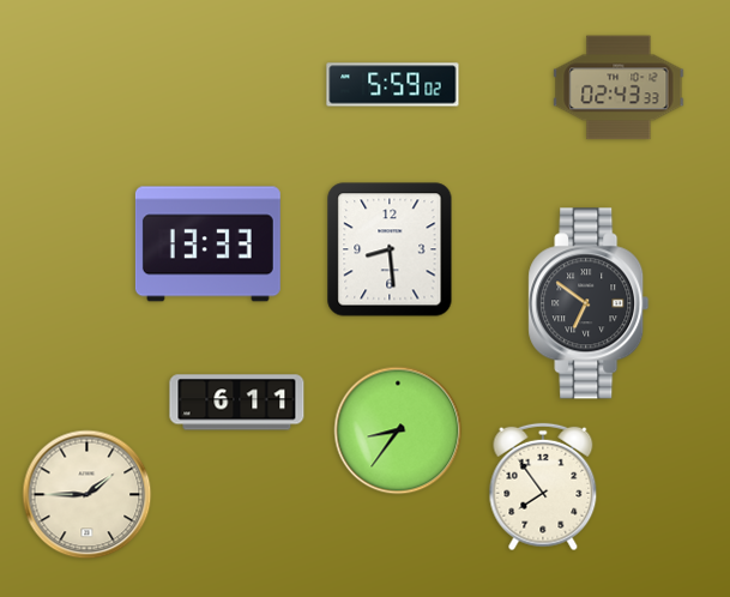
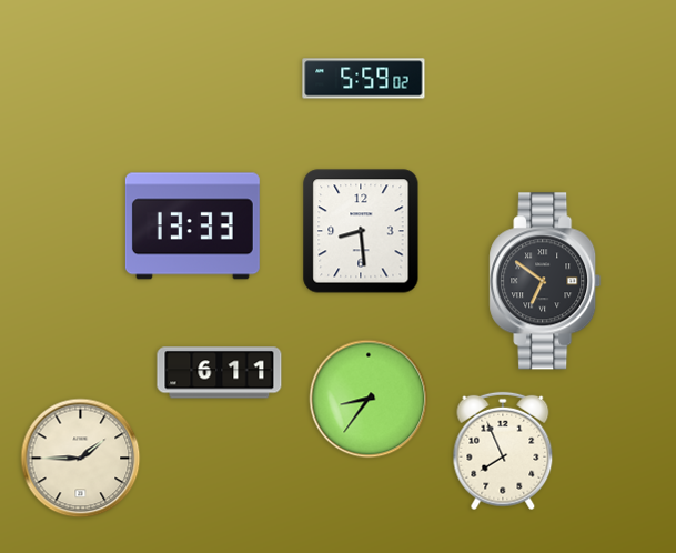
clock at (619, 88): 02:43 -> none
clock at (543, 487): 7:54 -> 7:56
